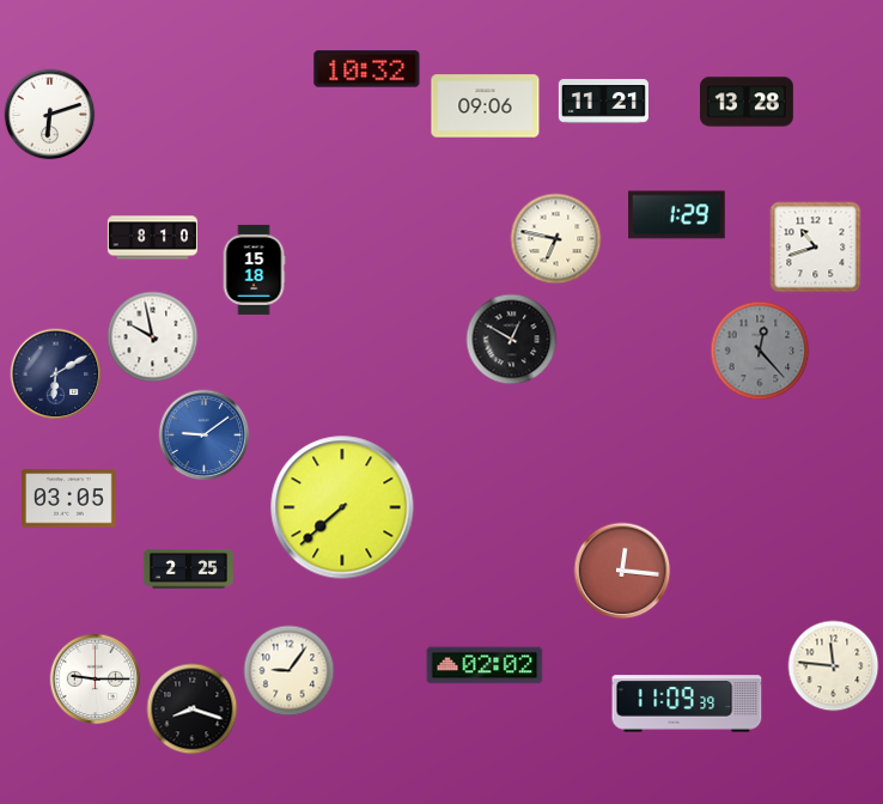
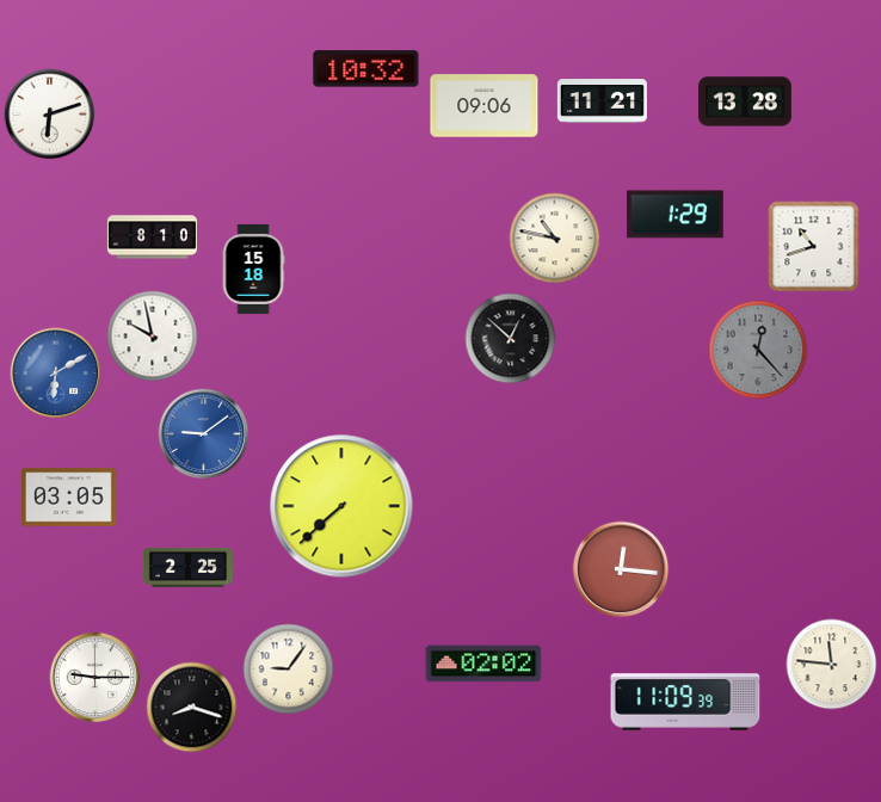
clock at (556, 239): 6:47 -> 10:47
clock at (512, 340): 12:50 -> 12:52
clock at (56, 374) dial: navy -> blue
